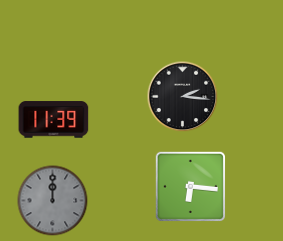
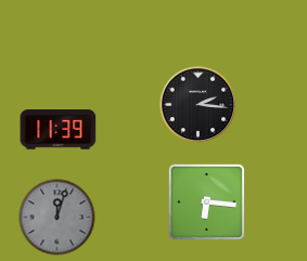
clock at (53, 201): 12:00 -> 12:03
